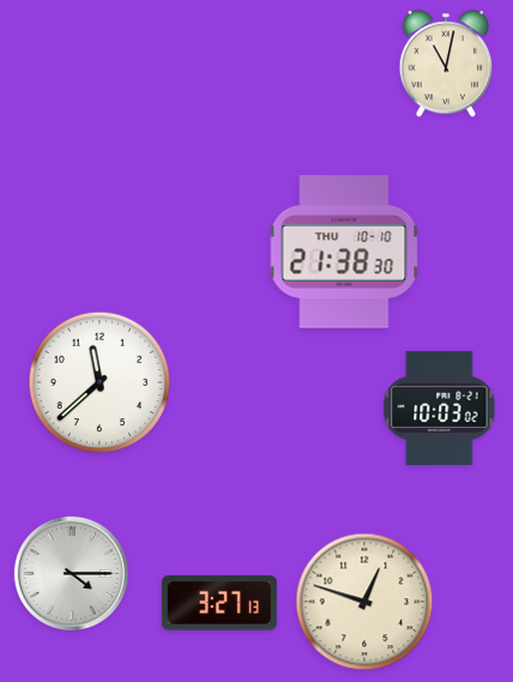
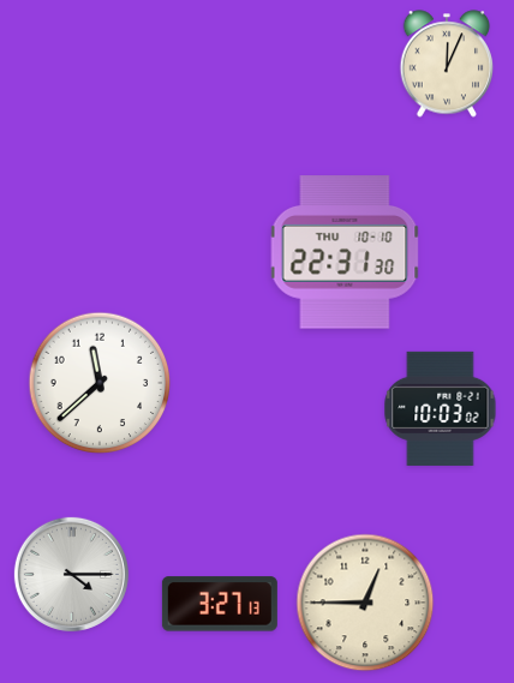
clock at (446, 64): 11:02 -> 12:04
clock at (344, 252): 21:38 -> 22:31
clock at (364, 602): 12:48 -> 12:45
